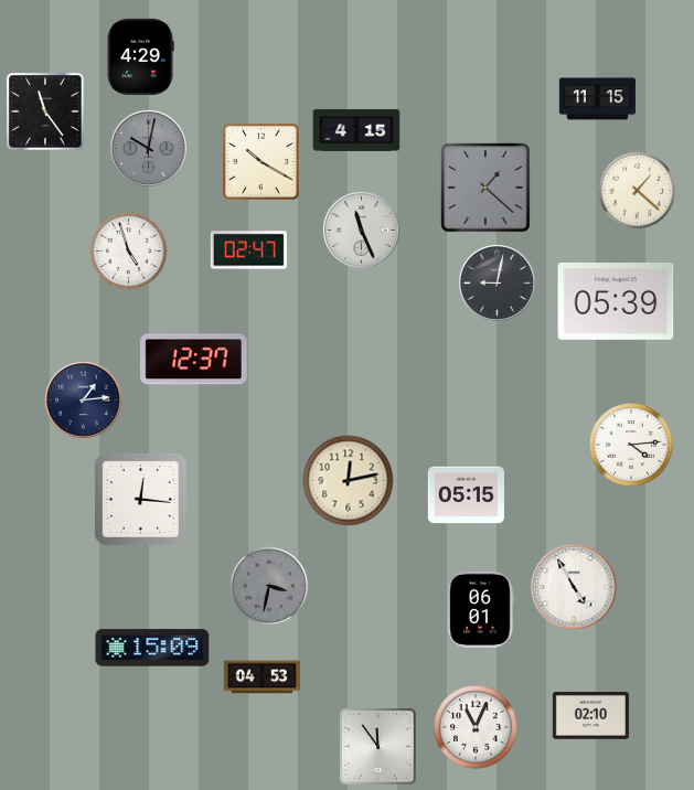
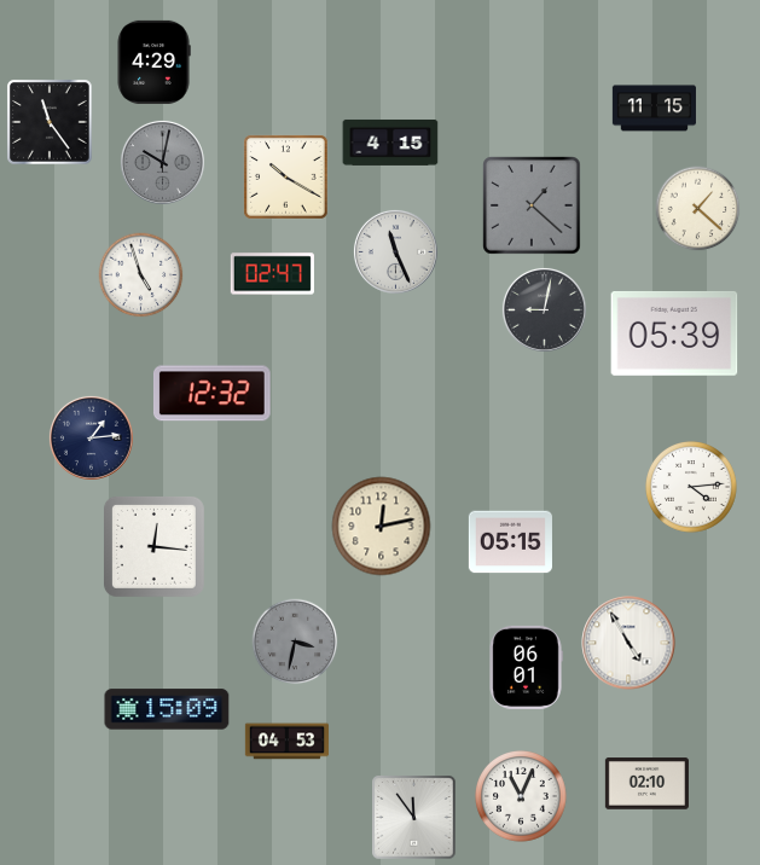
clock at (616, 301) position: (616, 301) -> (674, 333)
clock at (193, 360): 12:37 -> 12:32
